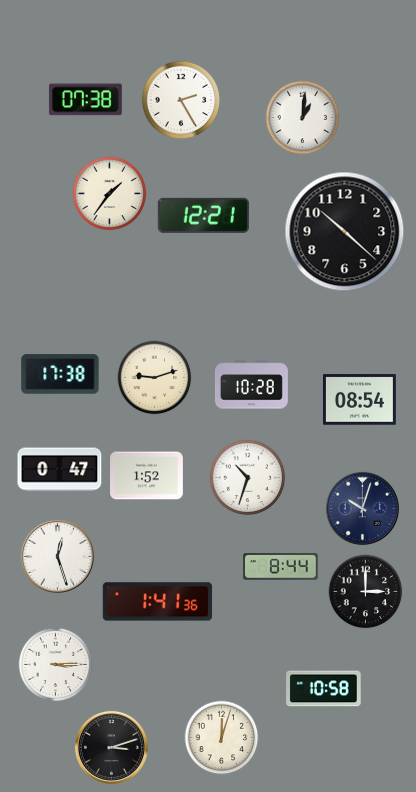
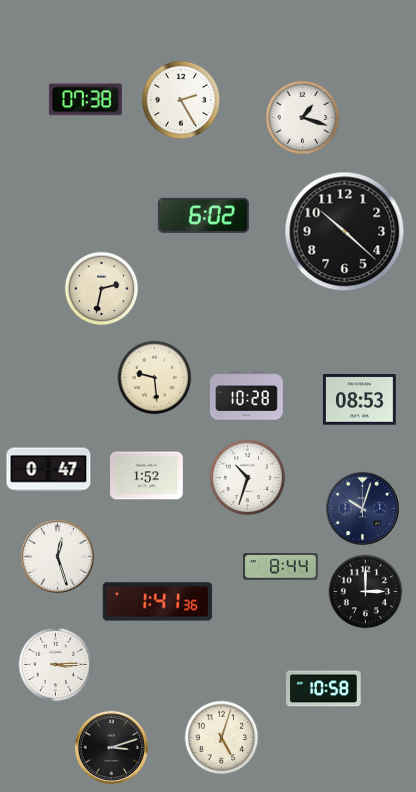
clock at (303, 118): 1:01 -> 1:18
clock at (110, 194): 1:36 -> none
clock at (203, 215): 12:21 -> 6:02
clock at (102, 289): none -> 2:32
clock at (60, 374): 17:38 -> none
clock at (155, 378): 9:12 -> 9:29
clock at (251, 385) position: (251, 385) -> (246, 396)
clock at (359, 400): 08:54 -> 08:53
clock at (60, 470) position: (60, 470) -> (49, 470)
clock at (222, 738): 12:03 -> 5:03
